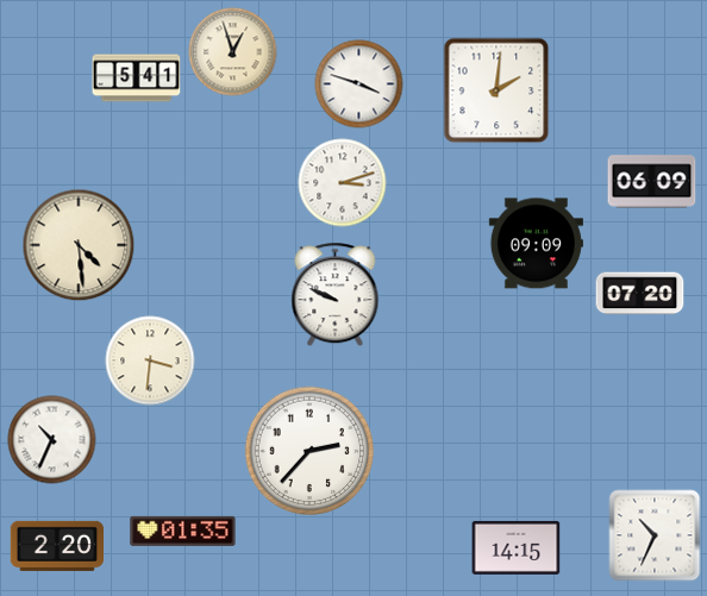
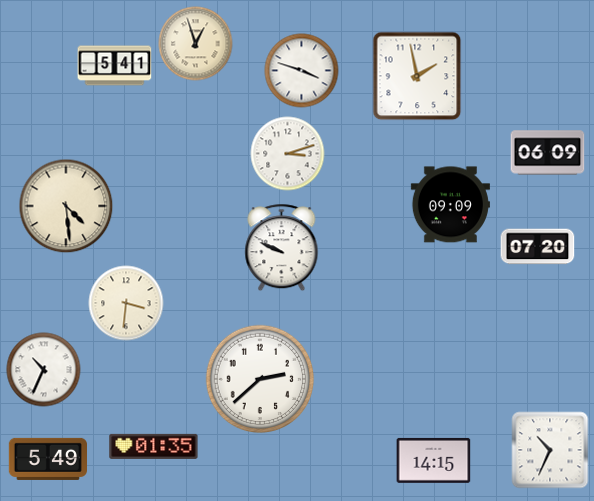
clock at (496, 90): 2:01 -> 1:58
clock at (309, 451): 2:37 -> 2:38
clock at (56, 546): 2:20 -> 5:49
